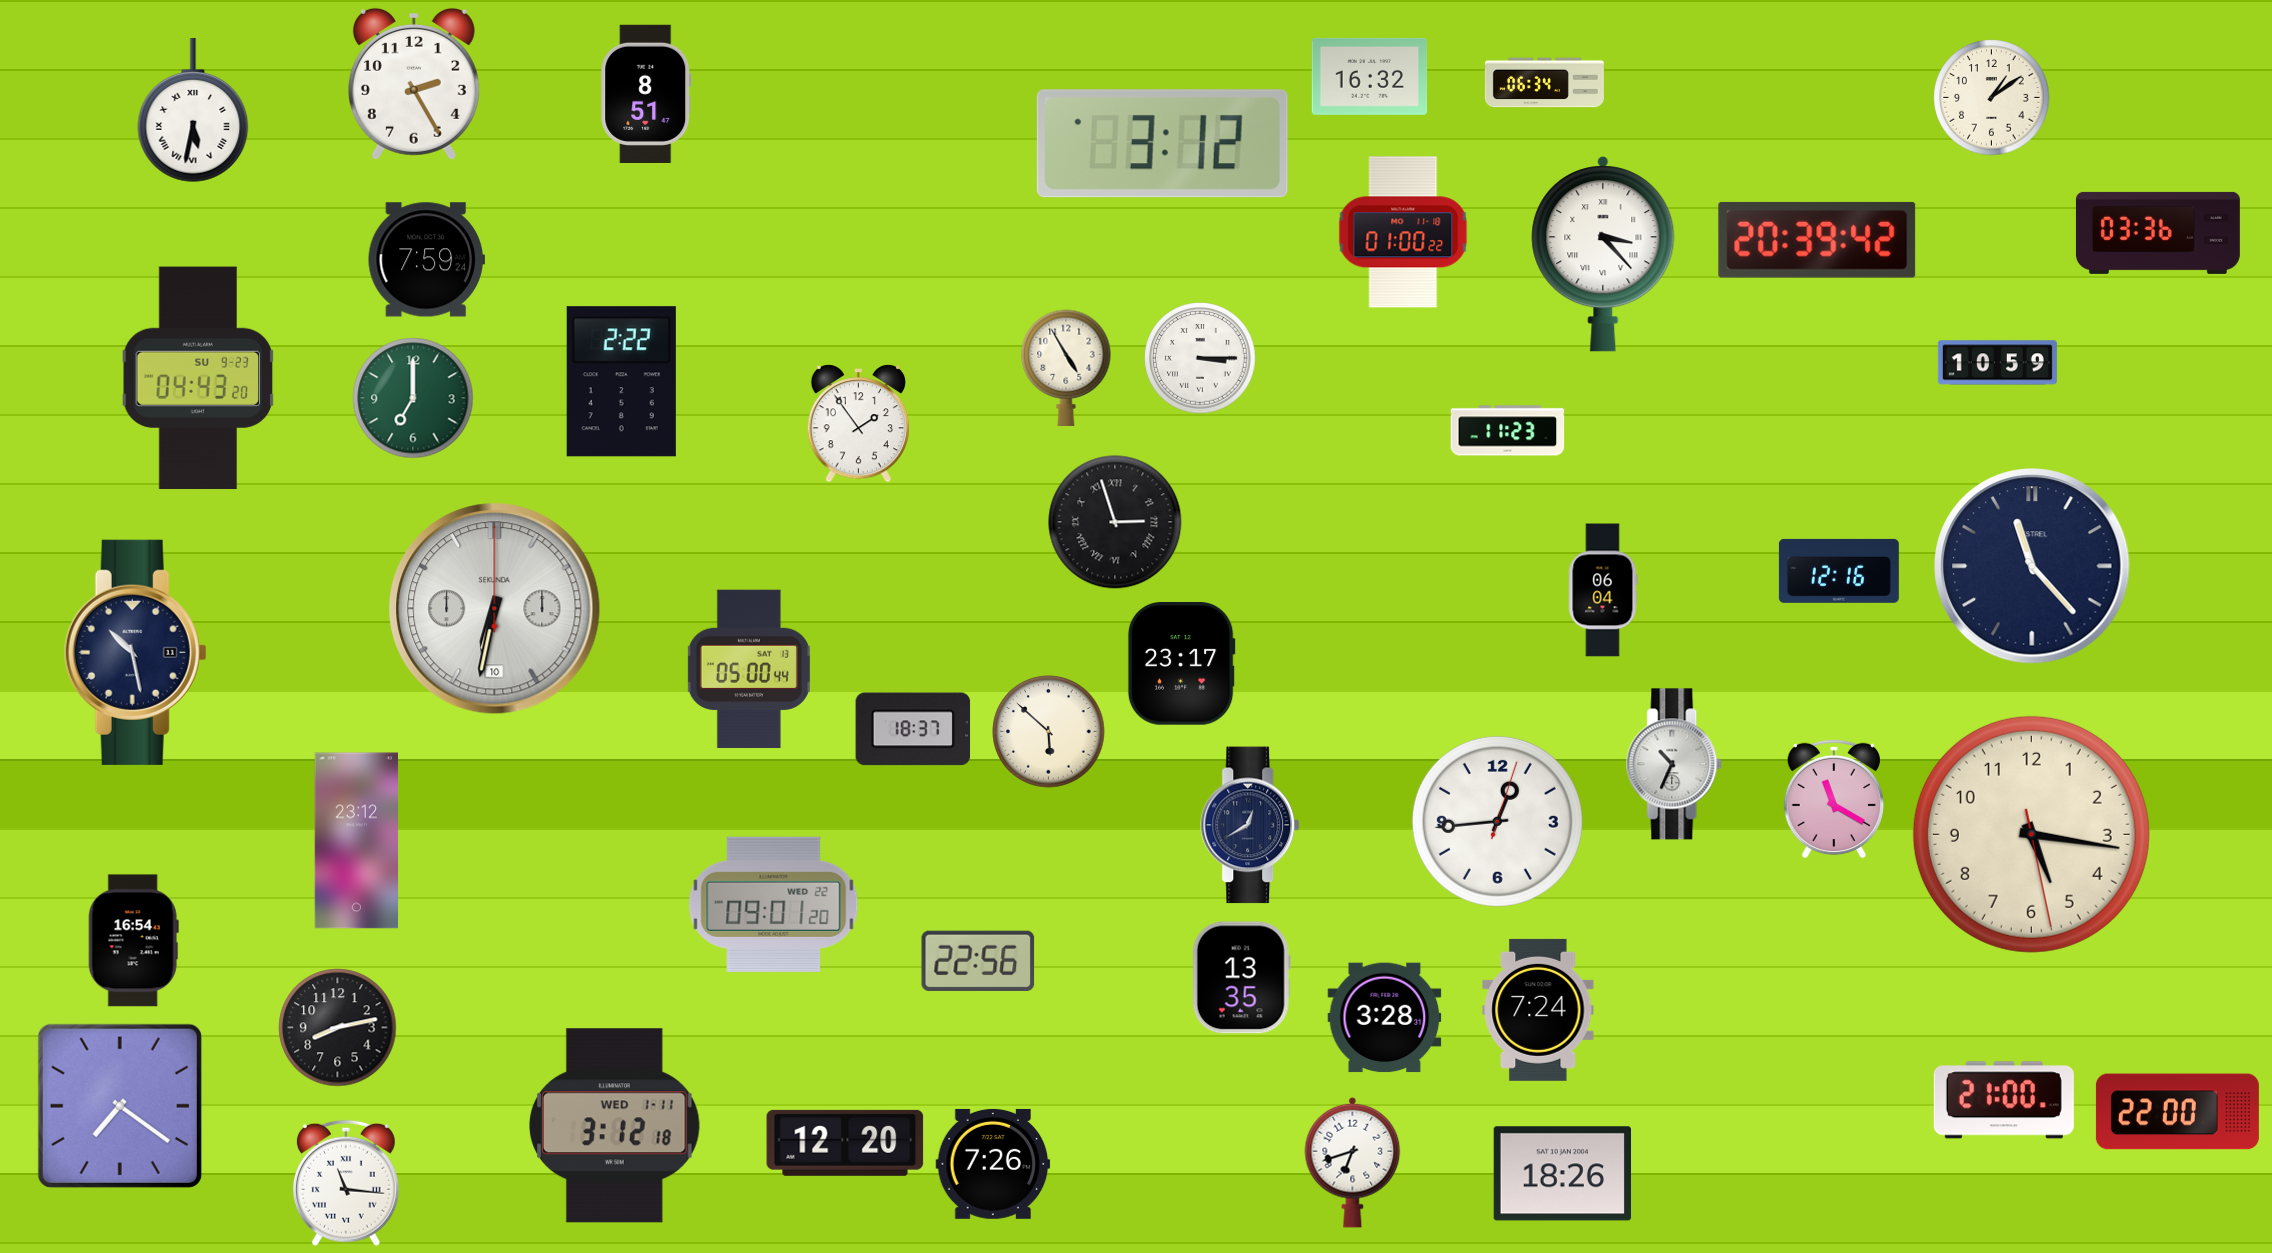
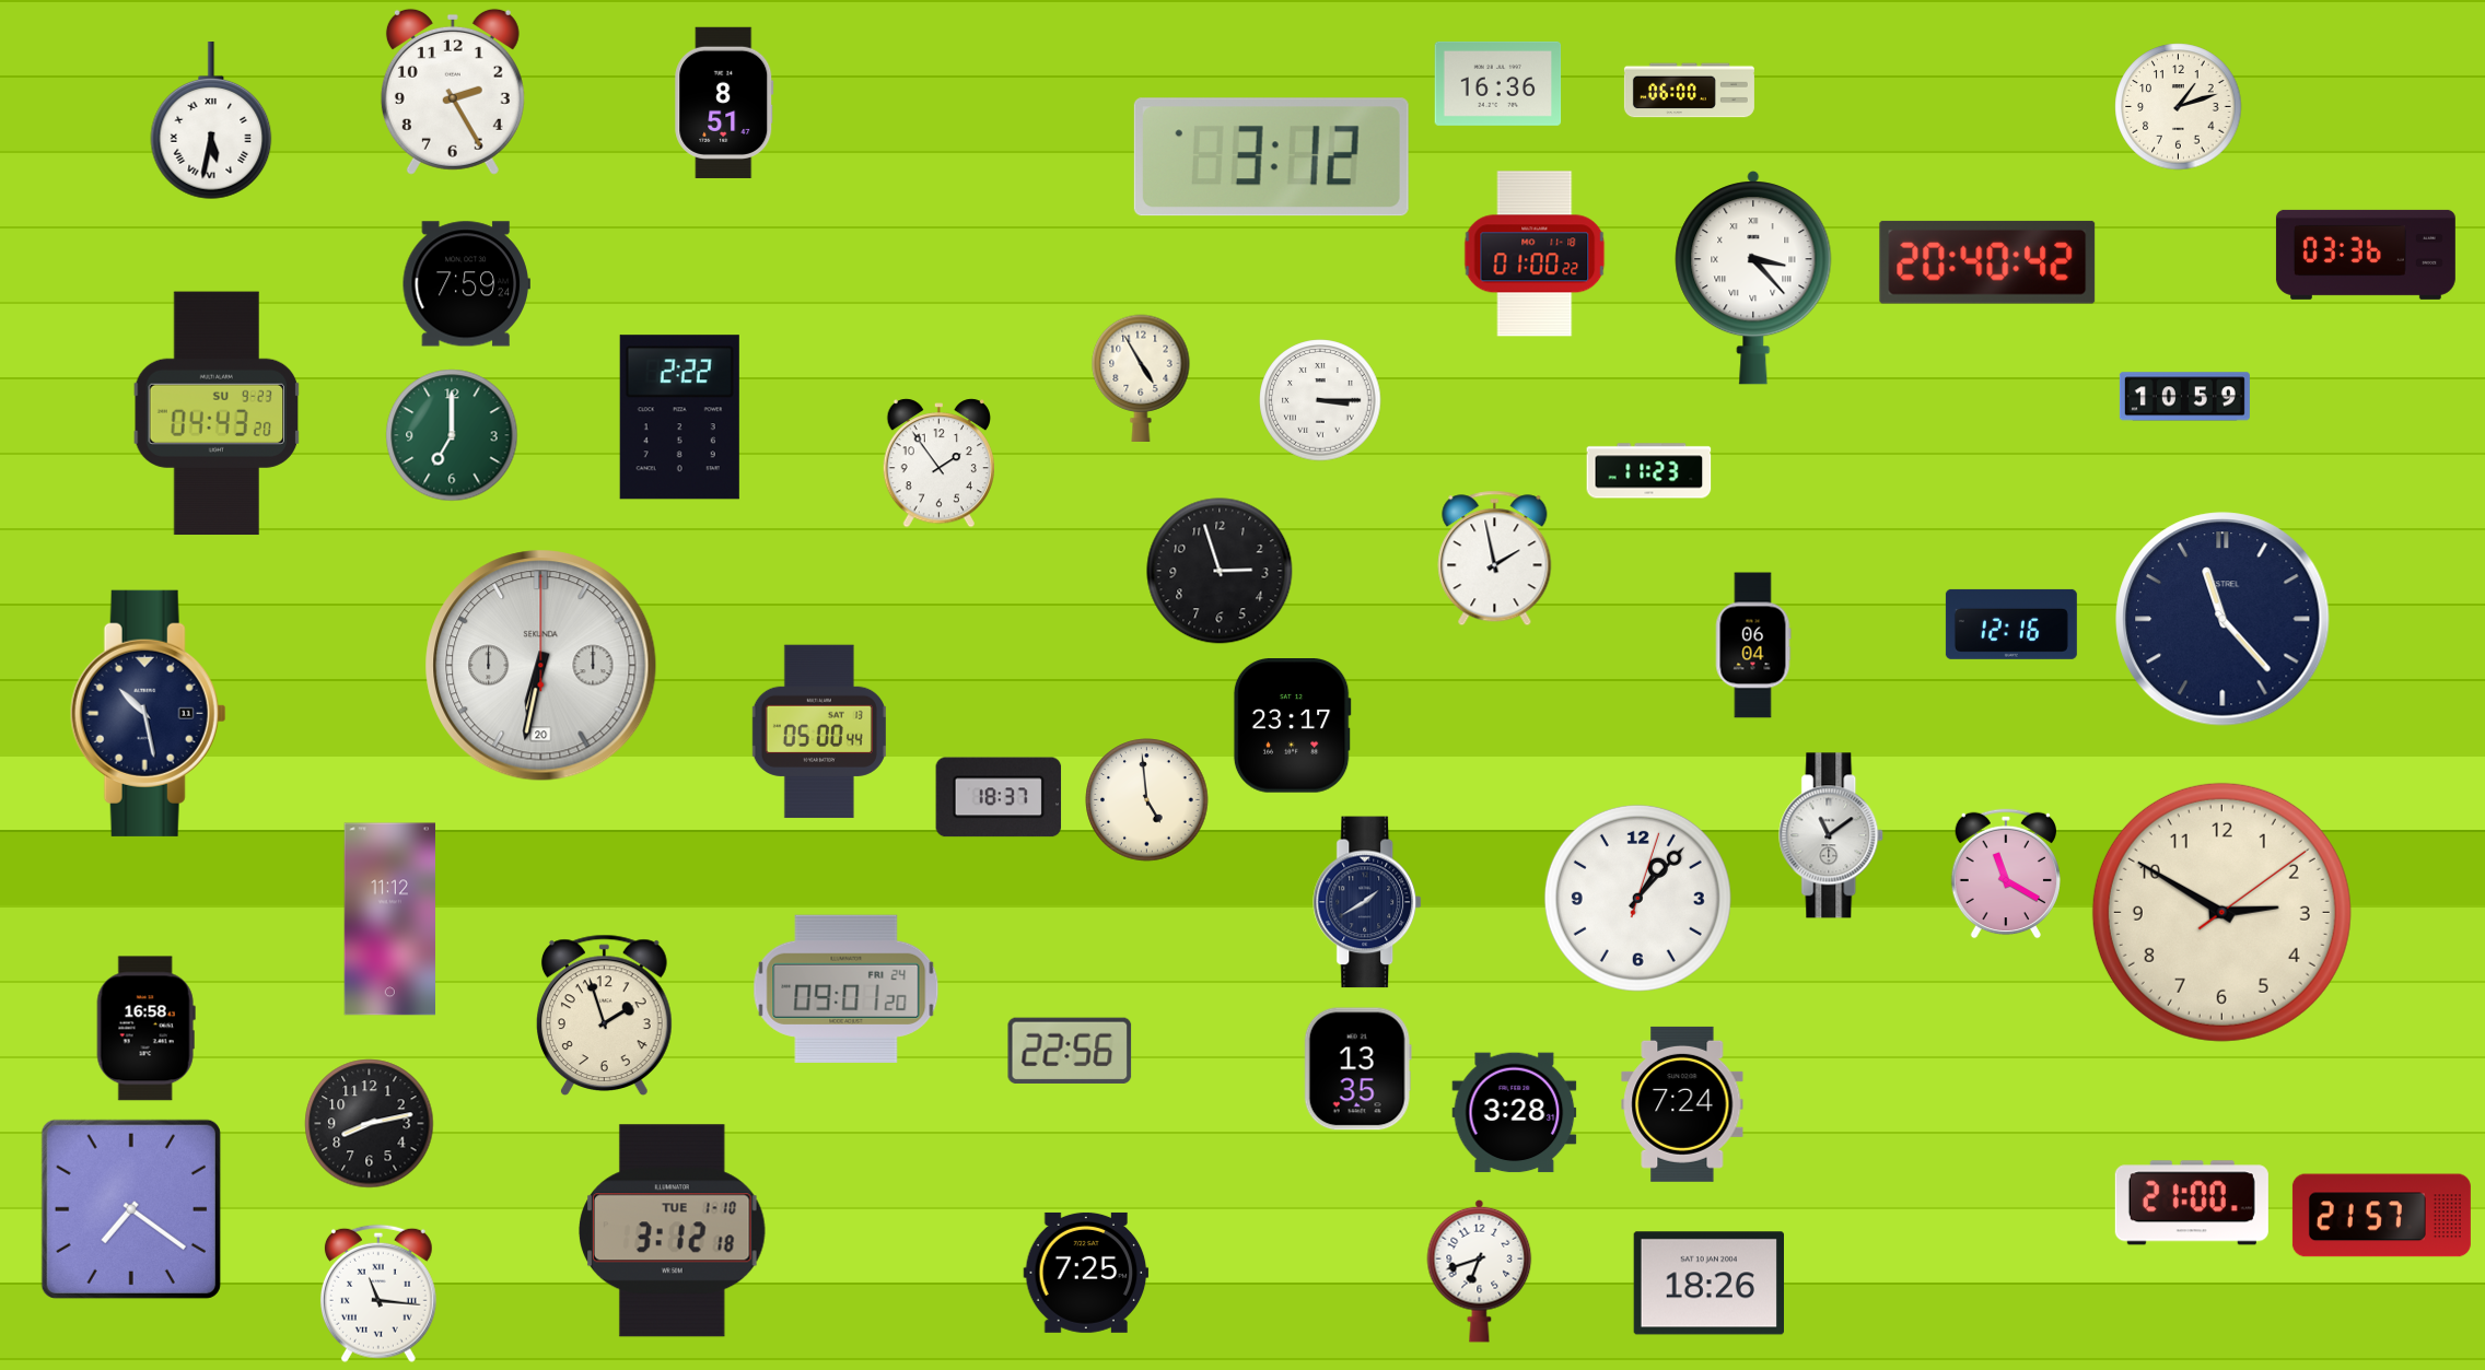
clock at (1370, 76): 16:32 -> 16:36
clock at (1544, 83): 06:34 -> 06:00
clock at (646, 94) position: (646, 94) -> (724, 103)
clock at (1992, 98): 1:09 -> 1:12
clock at (2158, 233) position: (2158, 233) -> (2366, 255)
clock at (1817, 240): 20:39 -> 20:40
clock at (1200, 358) position: (1200, 358) -> (1320, 400)
clock at (1066, 367) position: (1066, 367) -> (1141, 377)
clock at (1495, 559): none -> 1:58
clock at (1115, 522) numerals: Roman -> Arabic
clock at (495, 609) date: 10 -> 20
clock at (1049, 732): 5:52 -> 4:59
clock at (1675, 764): 10:34 -> 11:09
clock at (1497, 821): 12:44 -> 1:07
clock at (1251, 825): 12:40 -> 1:40
clock at (2031, 834): 5:16 -> 2:50
clock at (356, 841): 23:12 -> 11:12
clock at (774, 904) date: WED 22 -> FRI 24
clock at (604, 1015): none -> 1:57
clock at (133, 941): 16:54 -> 16:58
clock at (2177, 1112): 22:00 -> 21:57
clock at (615, 1126) date: WED 1-11 -> TUE 1-10
clock at (845, 1143): 12:20 -> none
clock at (993, 1164): 7:26 -> 7:25
